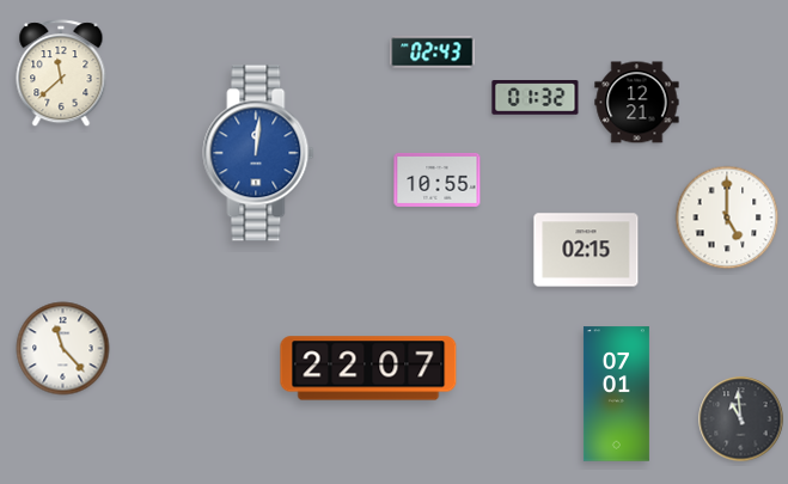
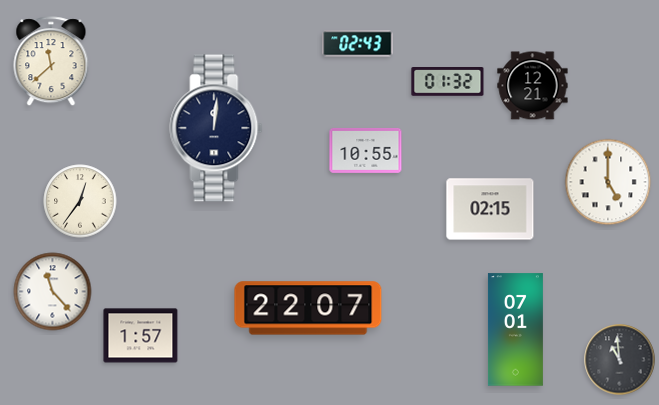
clock at (433, 53) position: (433, 53) -> (358, 44)
clock at (258, 153) dial: blue -> navy
clock at (80, 201): none -> 12:36
clock at (141, 336): none -> 1:57
clock at (741, 419) position: (741, 419) -> (620, 360)
